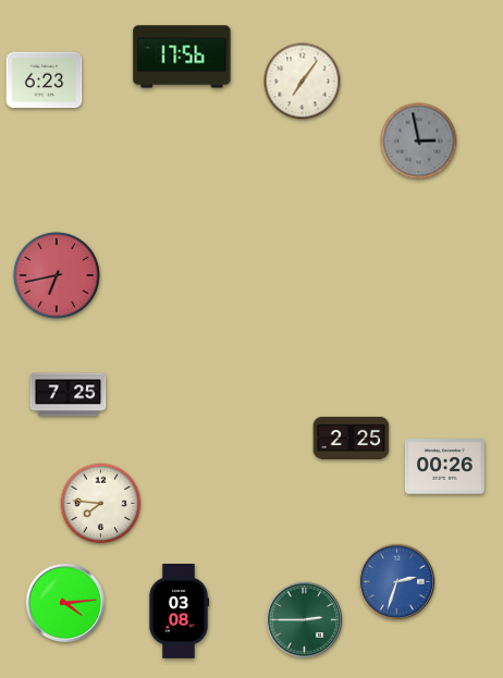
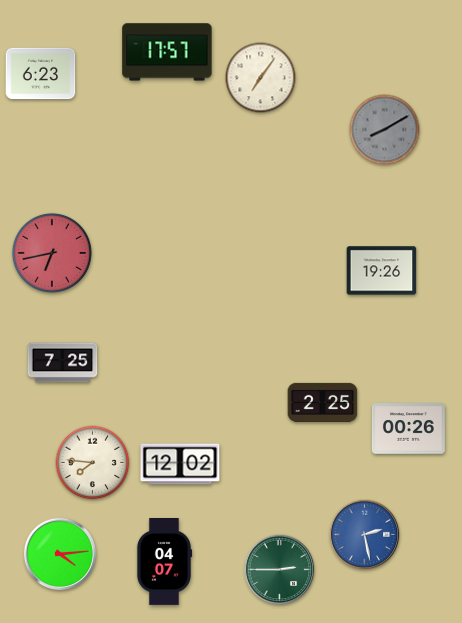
clock at (182, 57): 17:56 -> 17:57
clock at (303, 82) position: (303, 82) -> (261, 78)
clock at (419, 141): 2:58 -> 8:10
clock at (382, 271): none -> 19:26
clock at (180, 464): none -> 12:02
clock at (397, 582): 2:33 -> 2:28
clock at (179, 612): 03:08 -> 04:07
